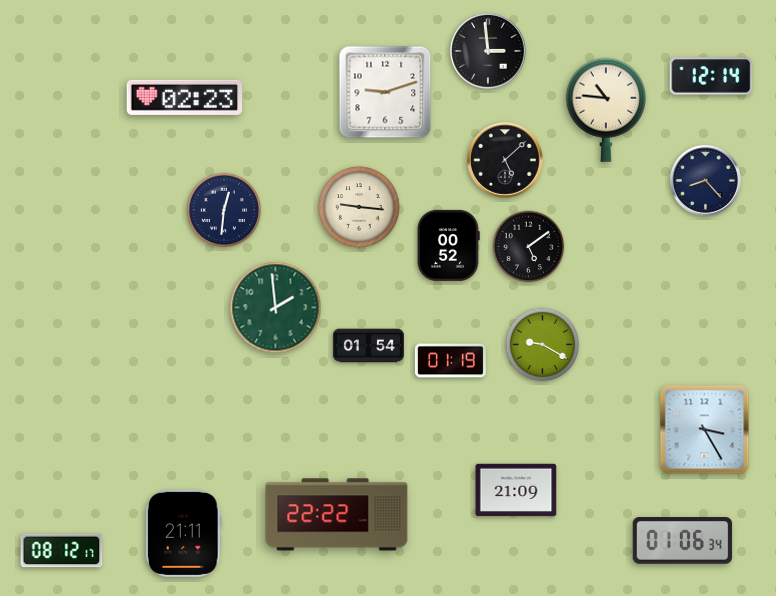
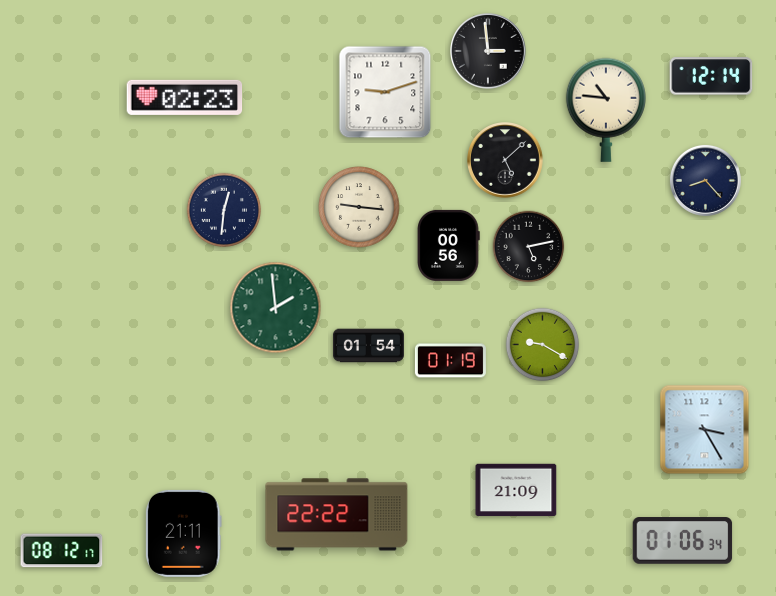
clock at (449, 245): 00:52 -> 00:56
clock at (529, 247): 5:09 -> 5:13
